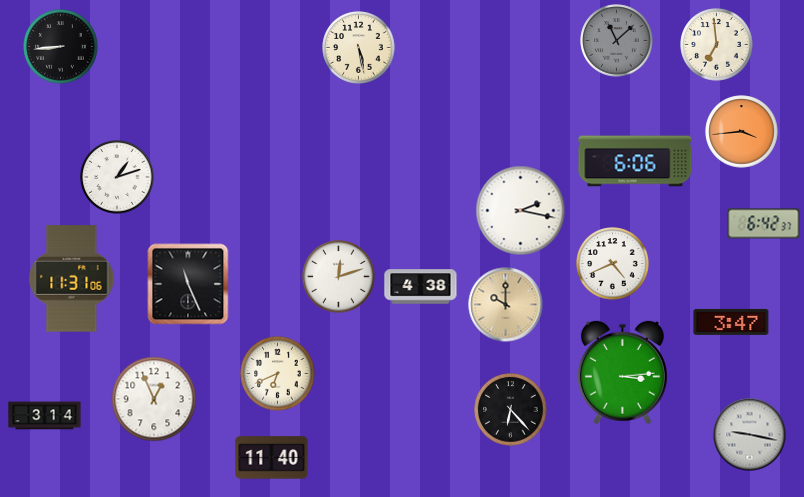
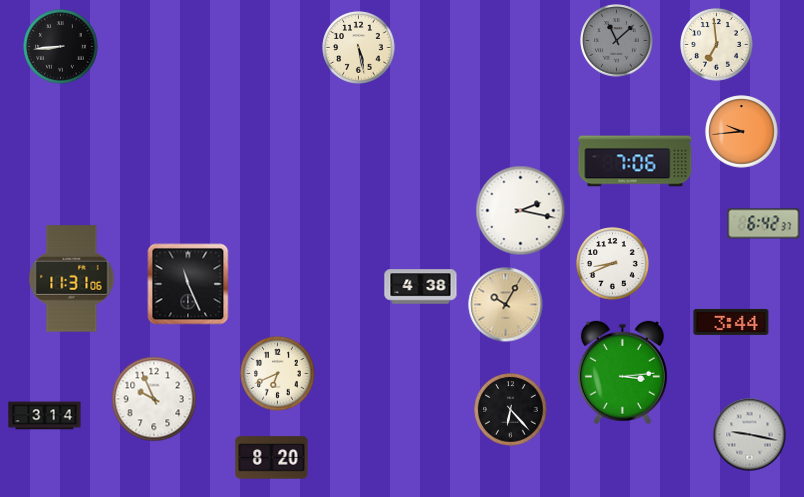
clock at (742, 132): 3:44 -> 9:44
clock at (635, 161): 6:06 -> 7:06
clock at (117, 177): 1:12 -> none
clock at (613, 264): 4:41 -> 8:41
clock at (339, 277): 12:12 -> none
clock at (506, 305): 10:00 -> 10:05
clock at (731, 322): 3:47 -> 3:44
clock at (154, 399): 12:56 -> 9:56
clock at (272, 458): 11:40 -> 8:20
